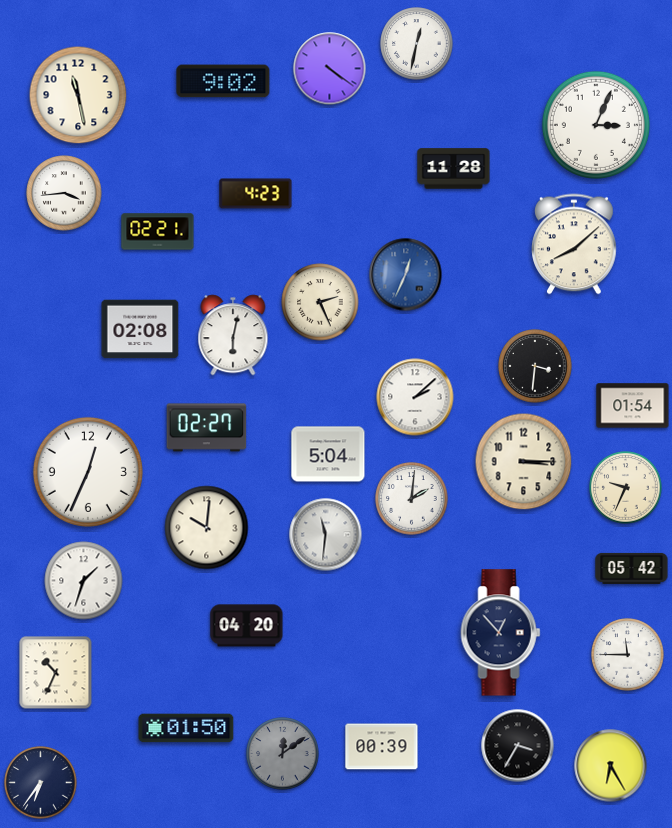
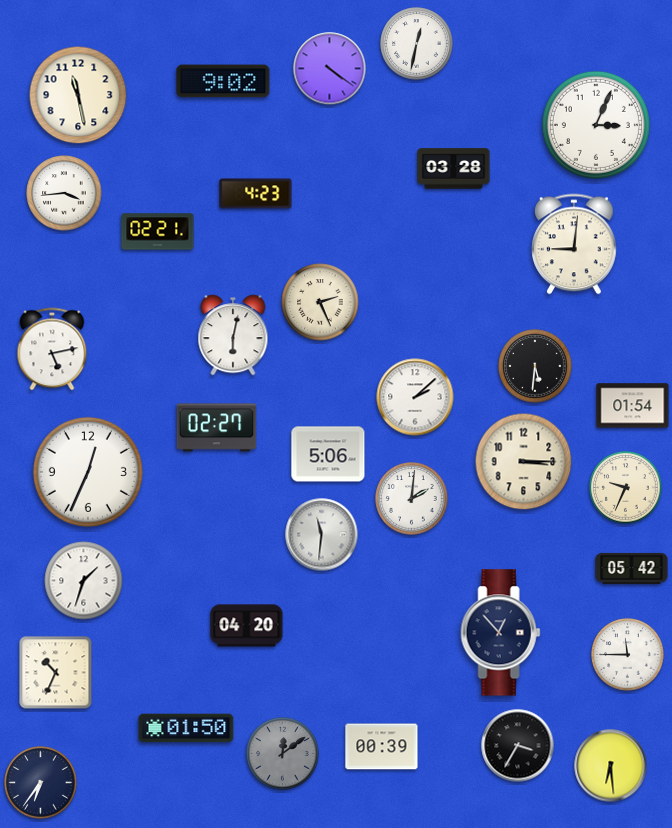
clock at (454, 169): 11:28 -> 03:28
clock at (575, 244): 8:08 -> 9:01
clock at (406, 275): 12:34 -> none
clock at (140, 329): 02:08 -> none
clock at (52, 349): none -> 5:13
clock at (535, 366): 3:31 -> 5:31
clock at (207, 428) position: (207, 428) -> (217, 428)
clock at (328, 454): 5:04 -> 5:06
clock at (207, 528): 10:01 -> none
clock at (326, 535) position: (326, 535) -> (322, 535)
clock at (611, 766): 6:25 -> 6:29
